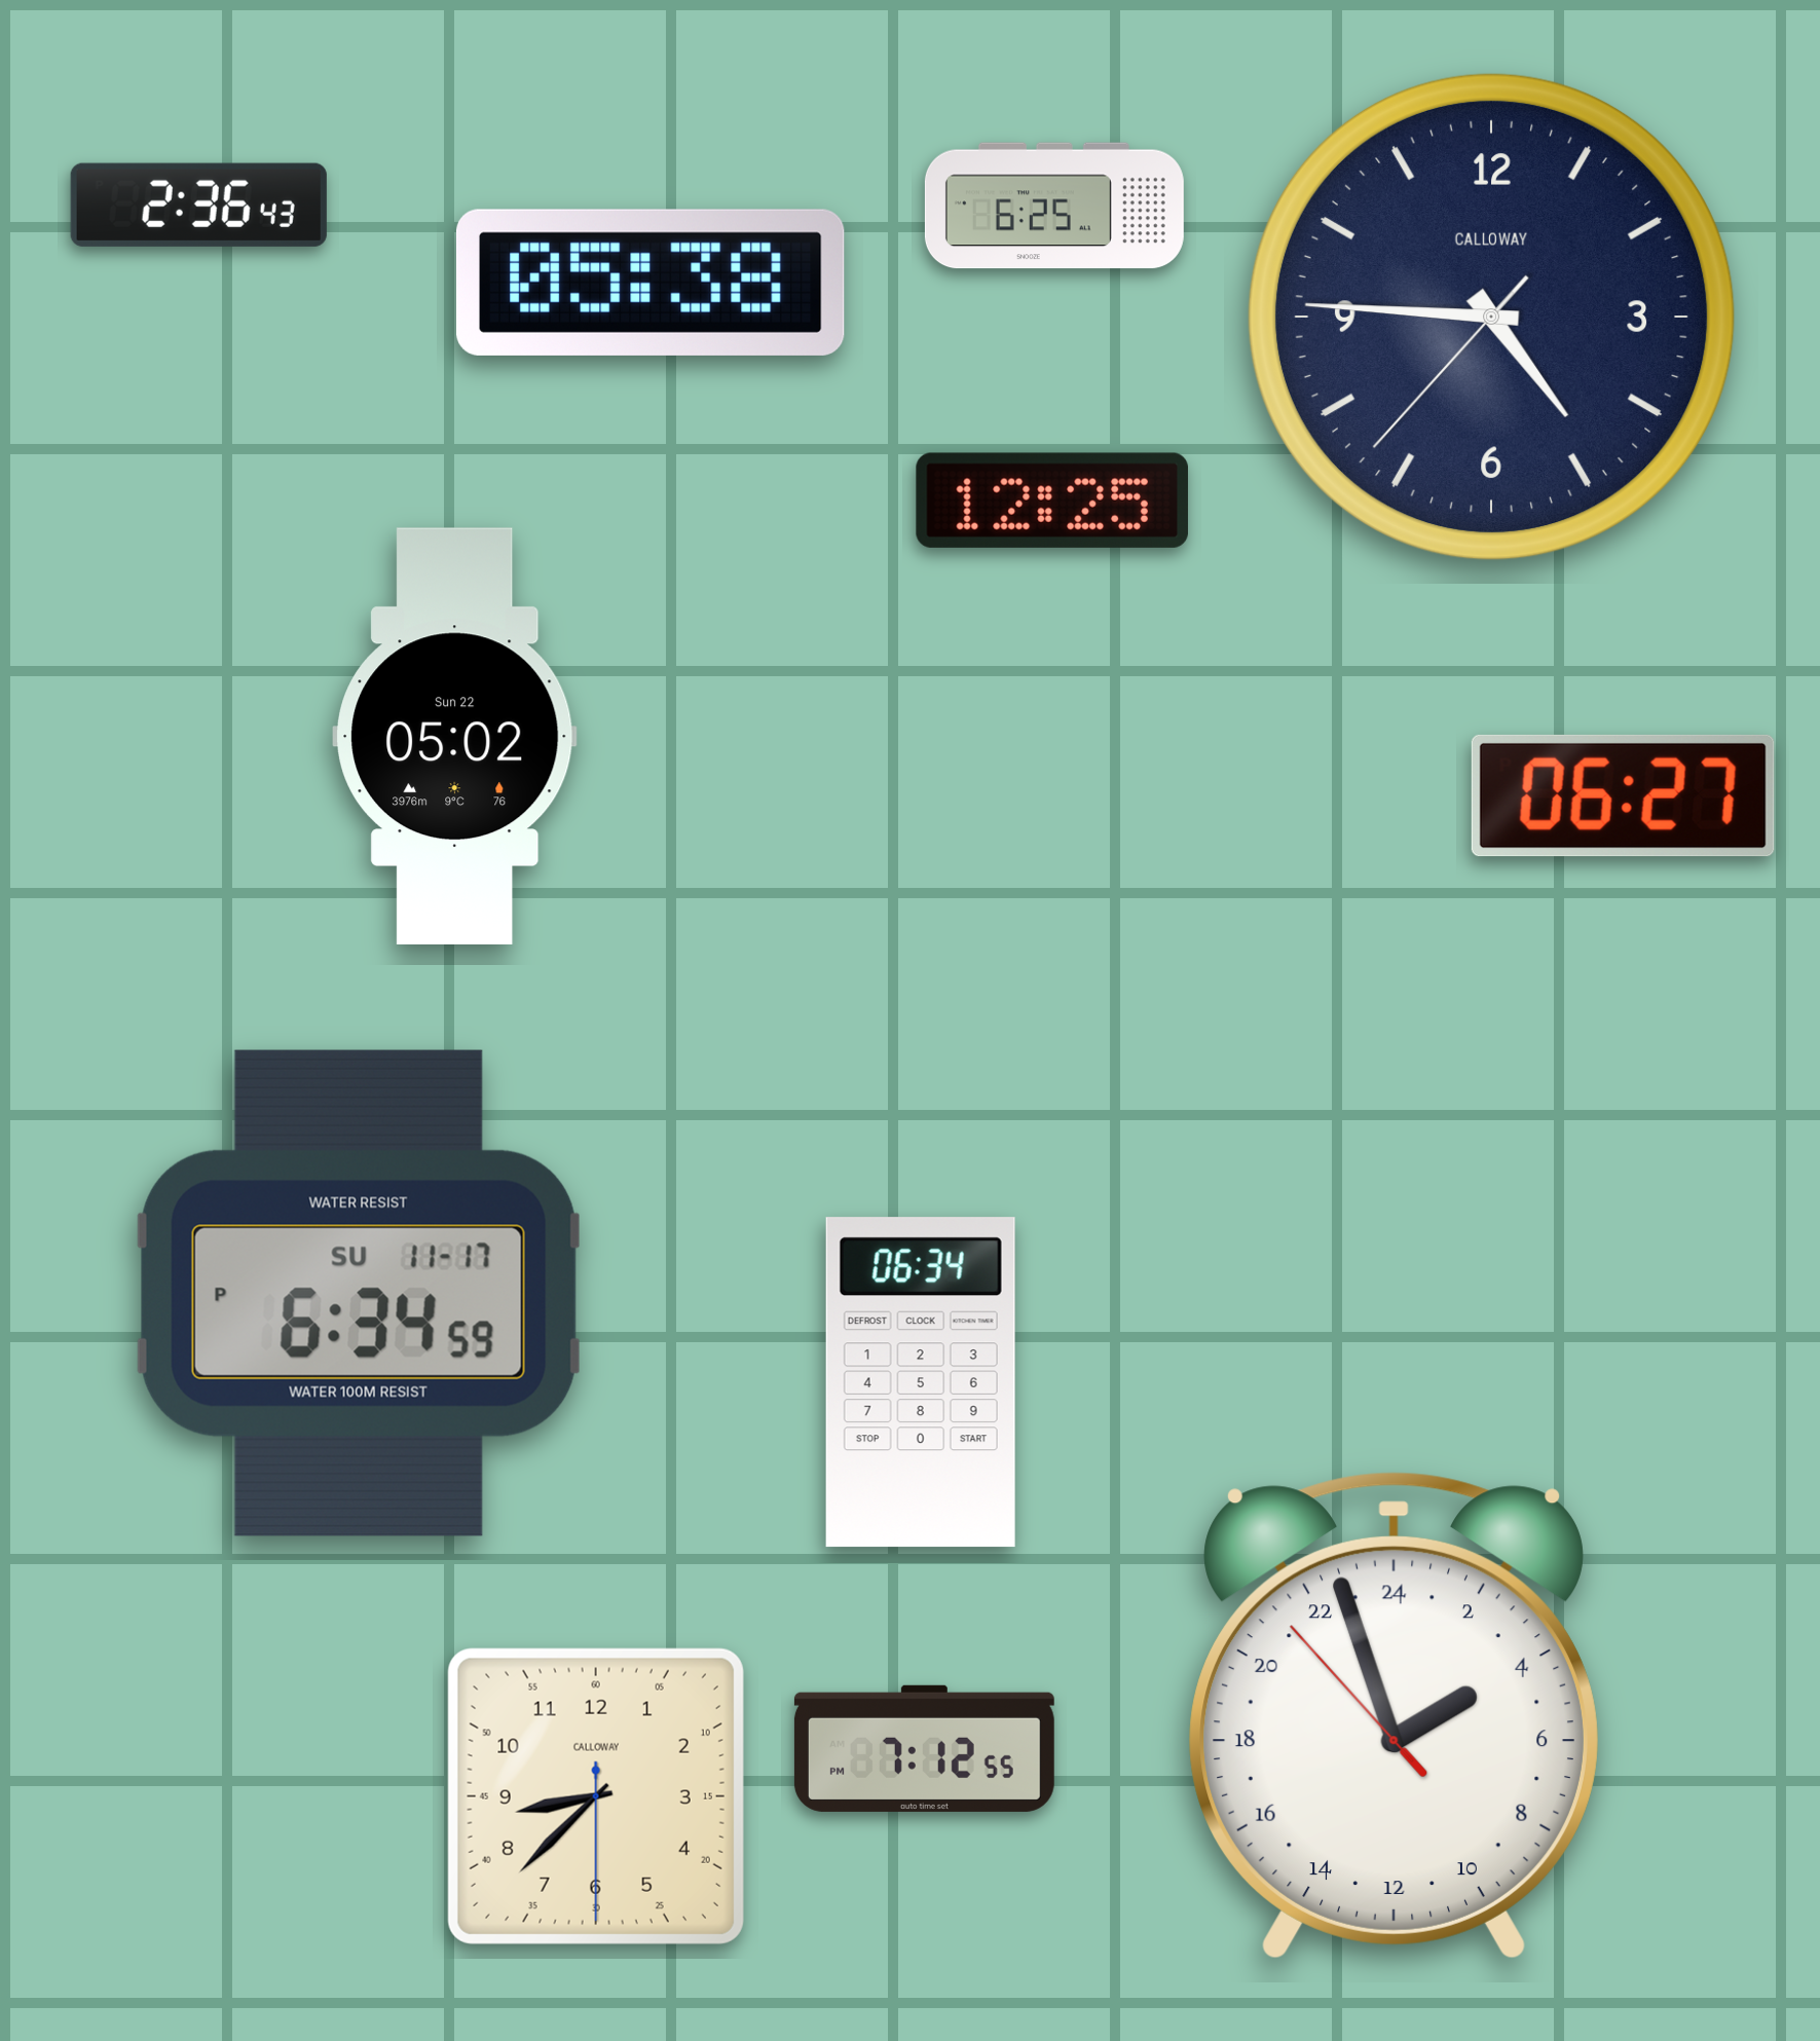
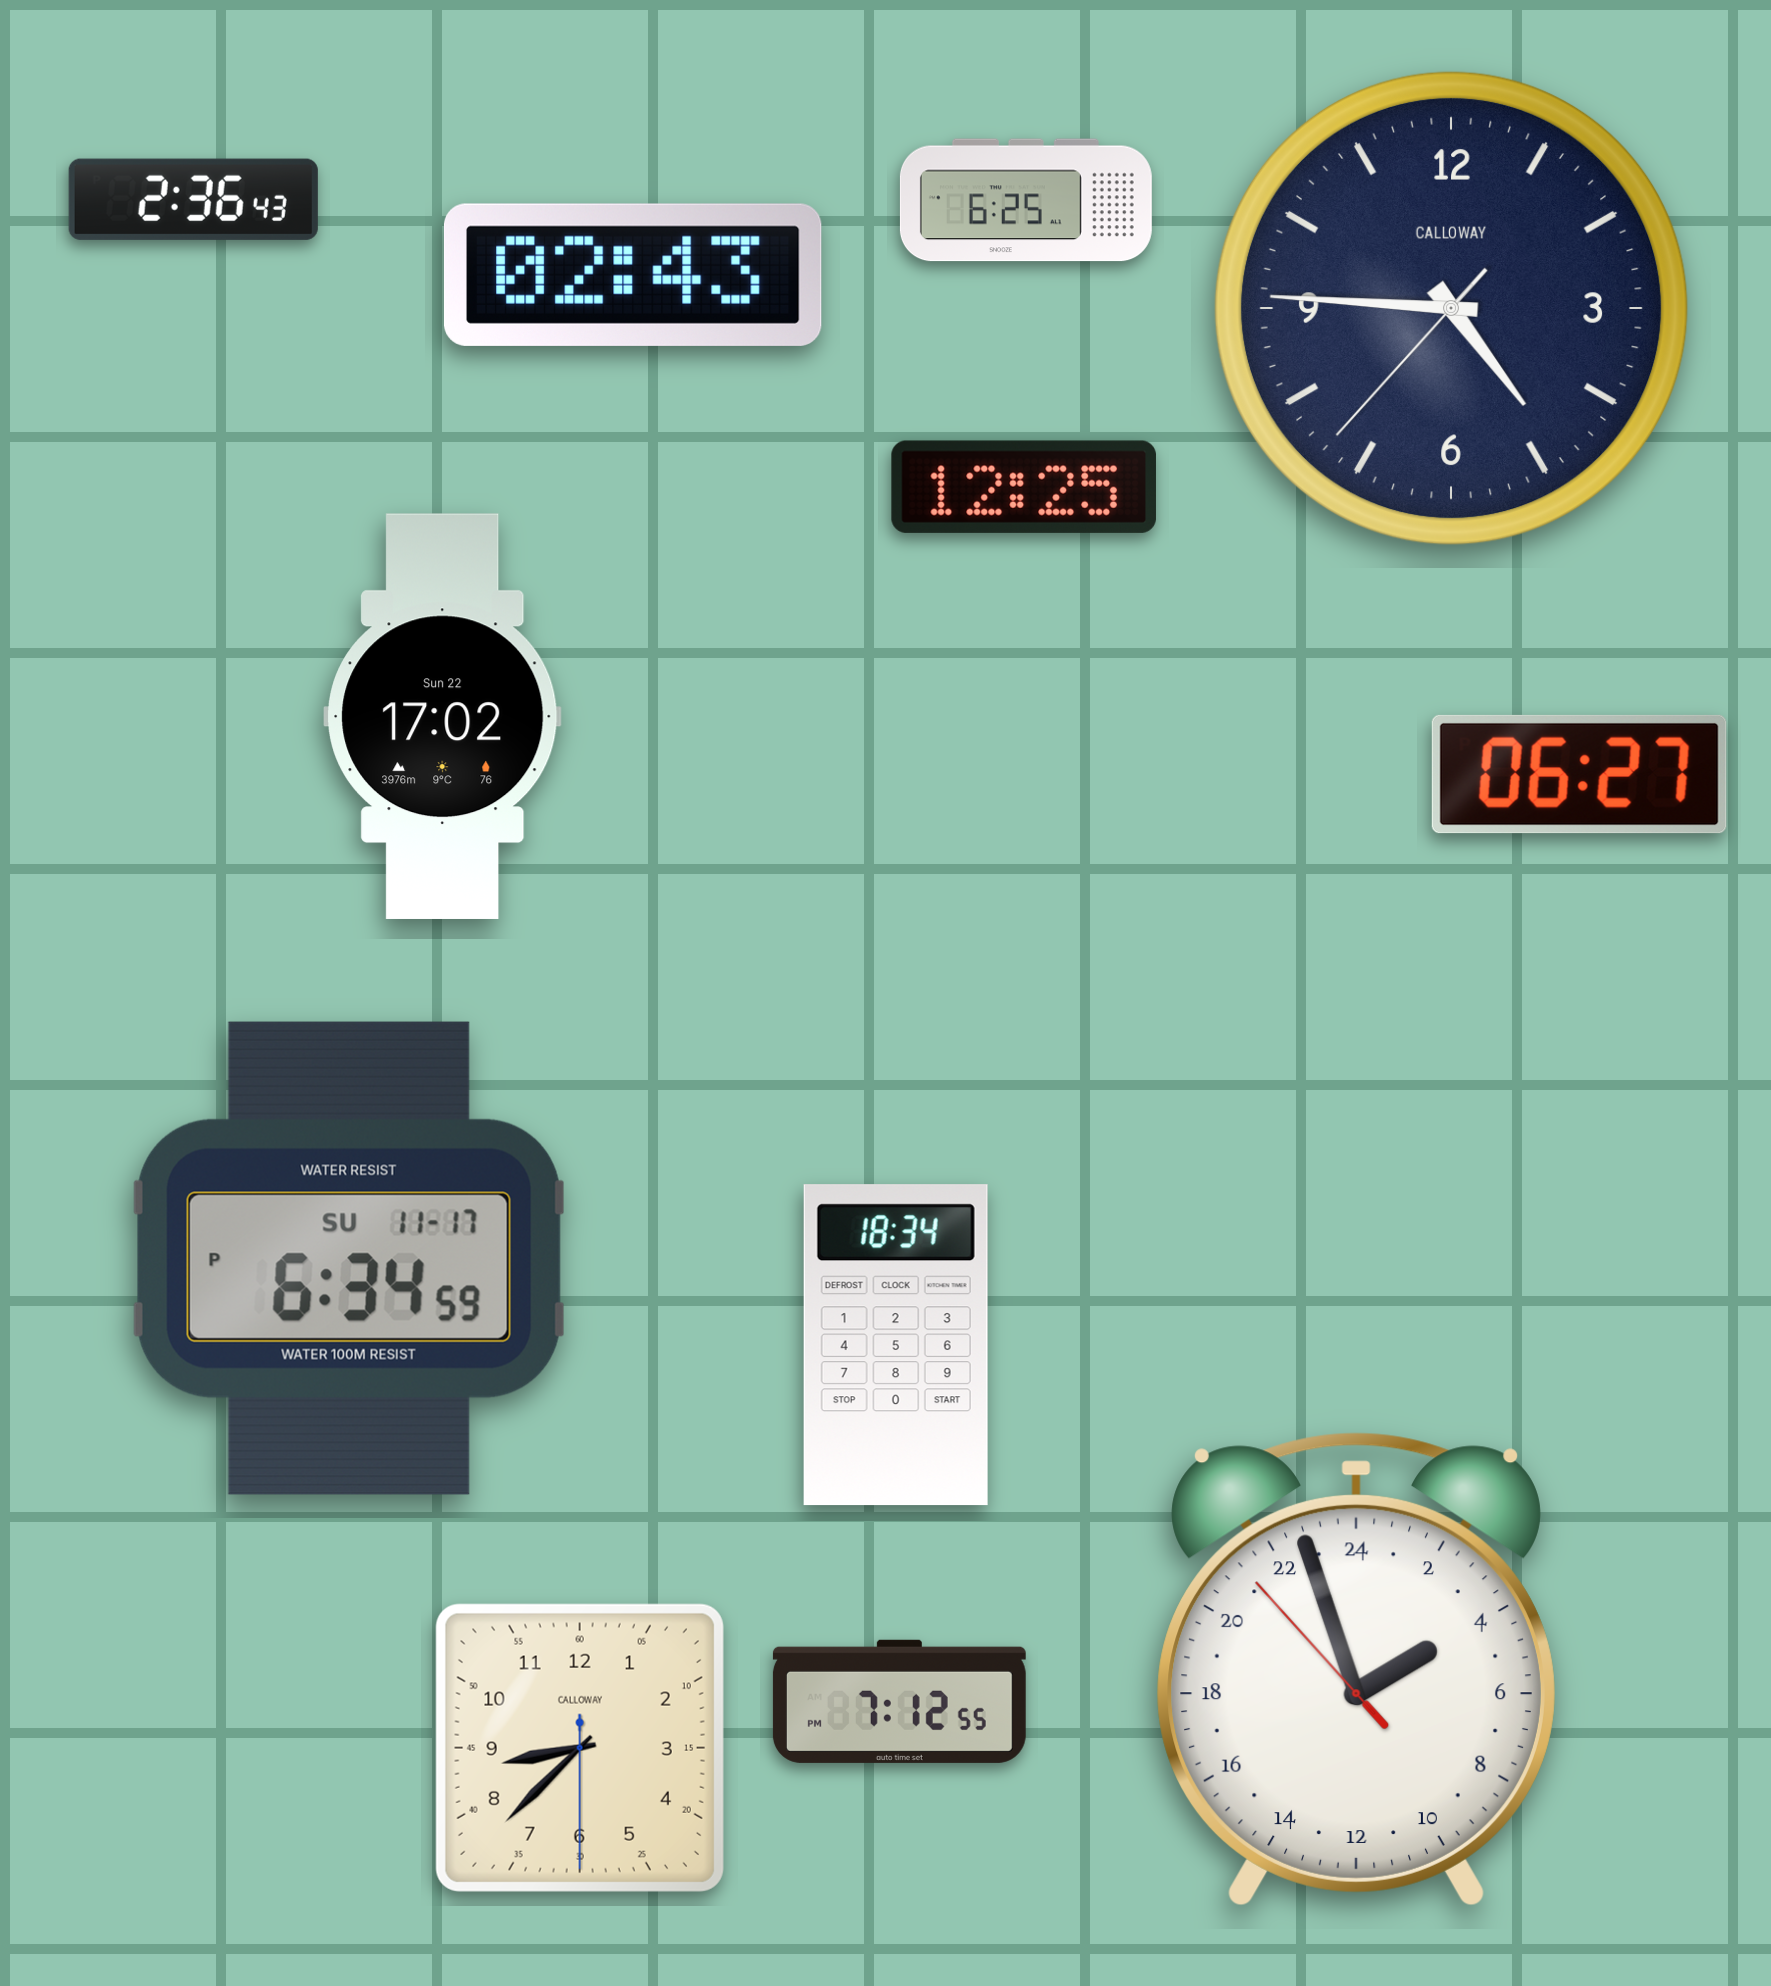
clock at (651, 283): 05:38 -> 02:43
clock at (455, 736): 05:02 -> 17:02
clock at (921, 1382): 06:34 -> 18:34
